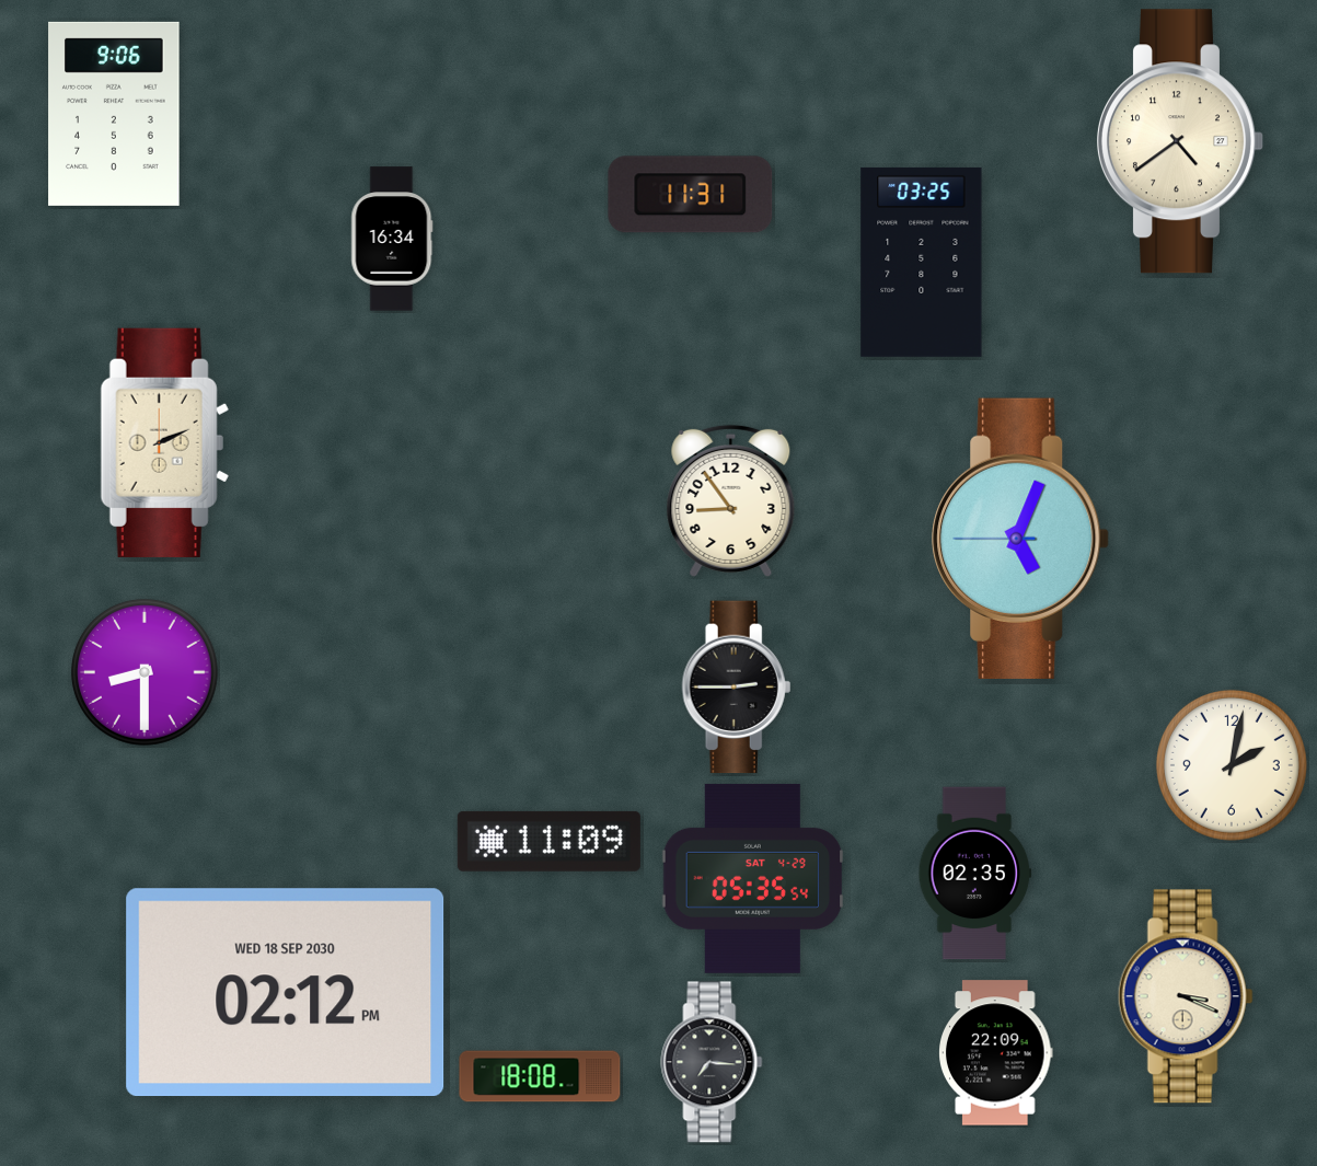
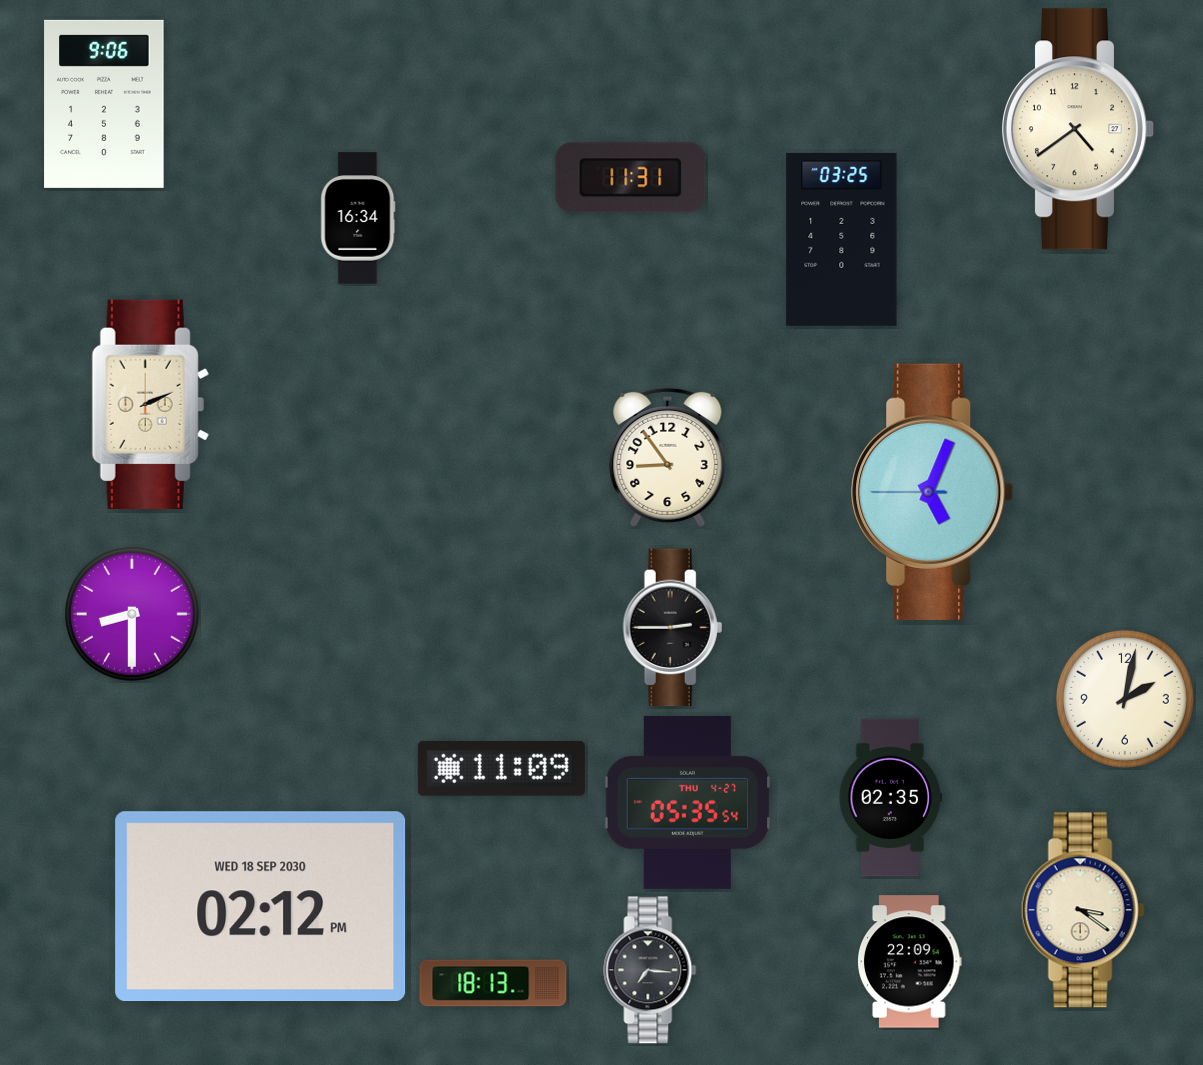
clock at (753, 878) date: SAT 4-29 -> THU 4-27
clock at (1186, 996): 3:19 -> 3:21
clock at (540, 1076): 18:08 -> 18:13
